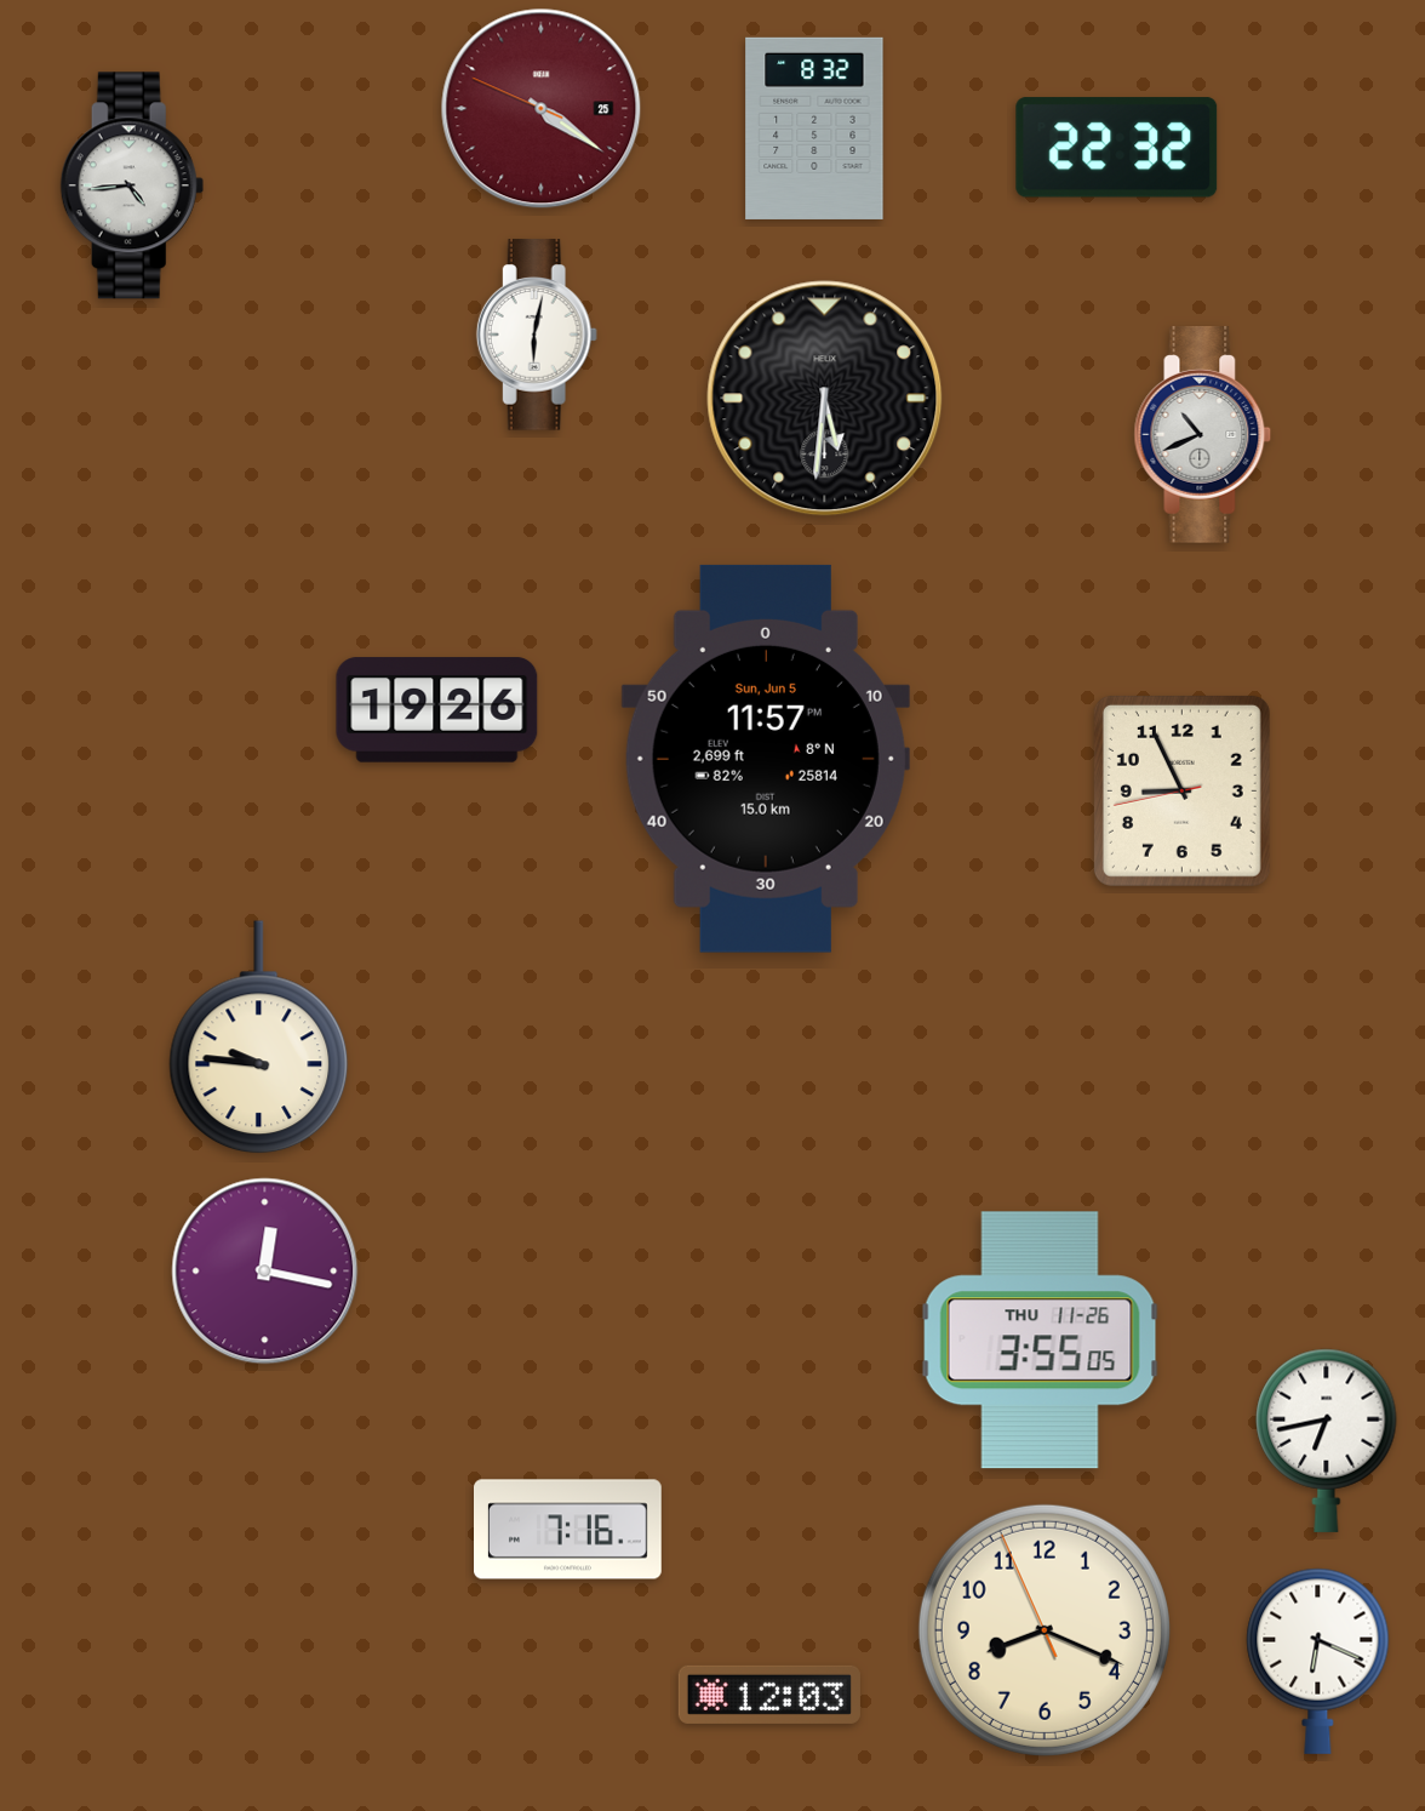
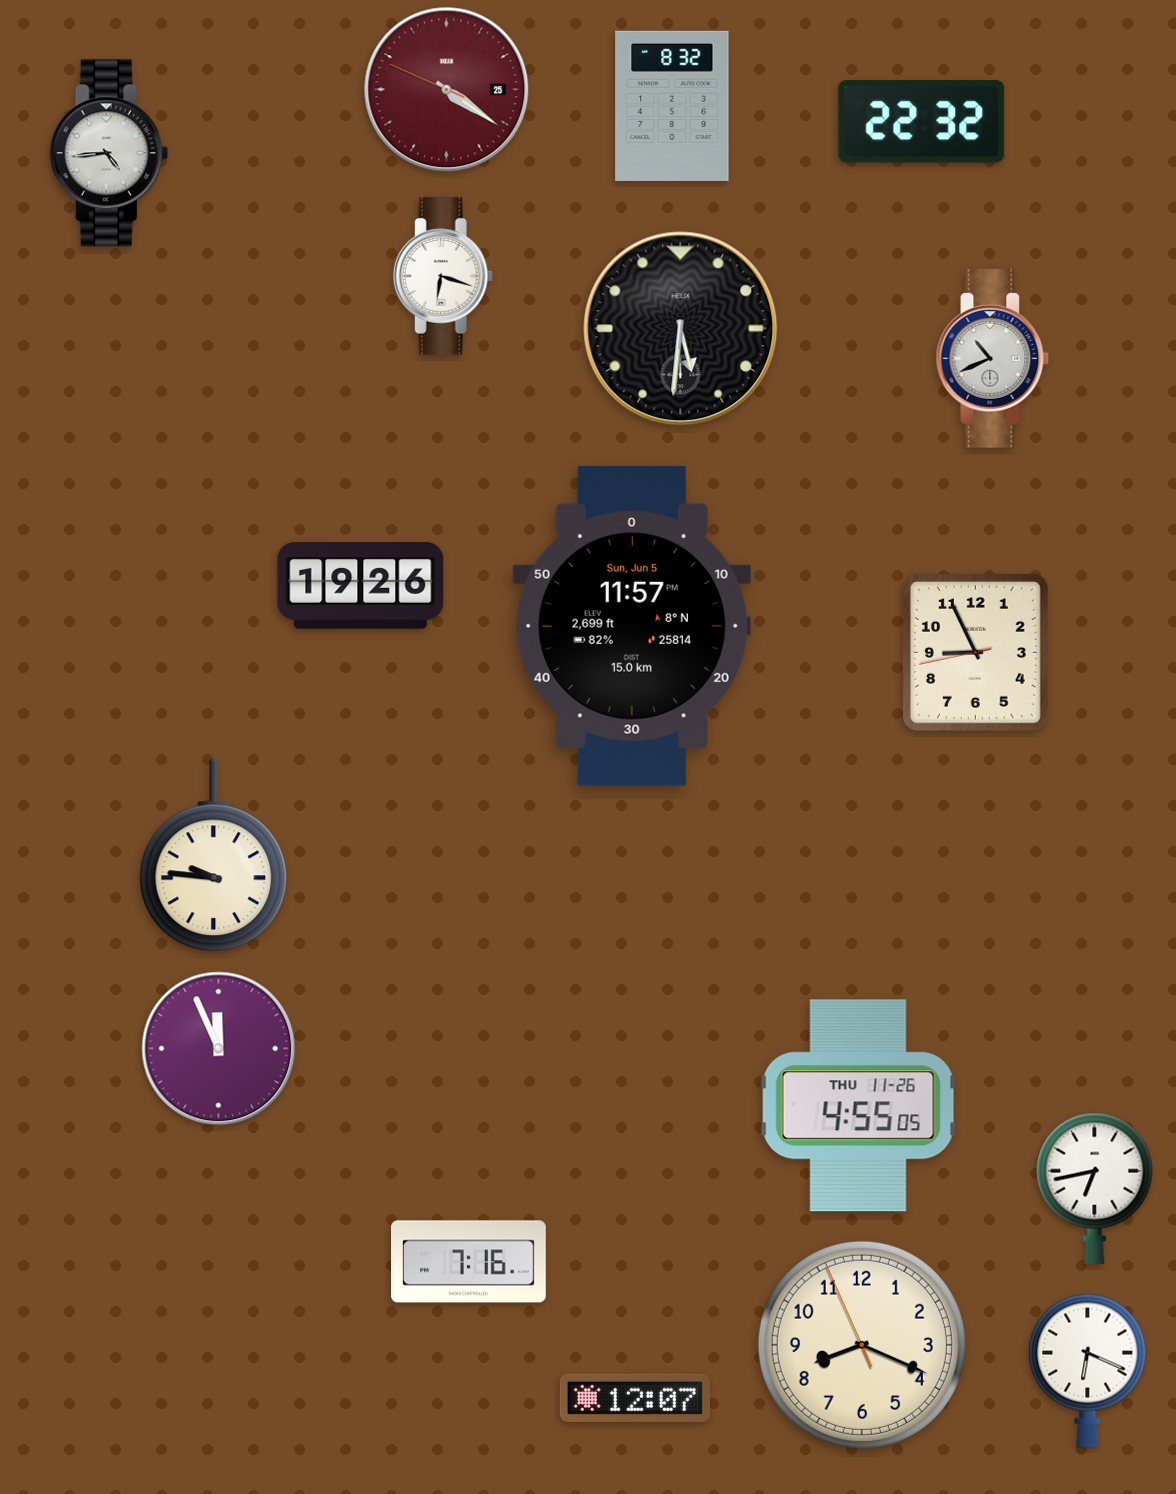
clock at (537, 335): 6:02 -> 6:18
clock at (265, 1272): 12:17 -> 11:56
clock at (1040, 1341): 3:55 -> 4:55
clock at (769, 1695): 12:03 -> 12:07
